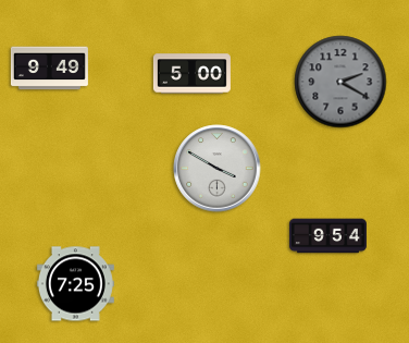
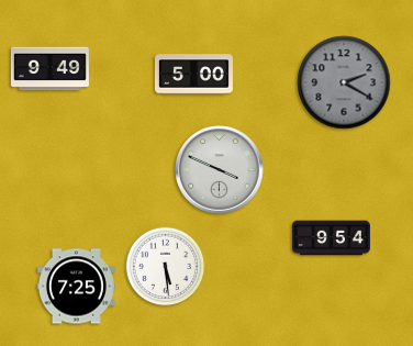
clock at (218, 169): 3:50 -> 3:49
clock at (166, 267): none -> 5:29
